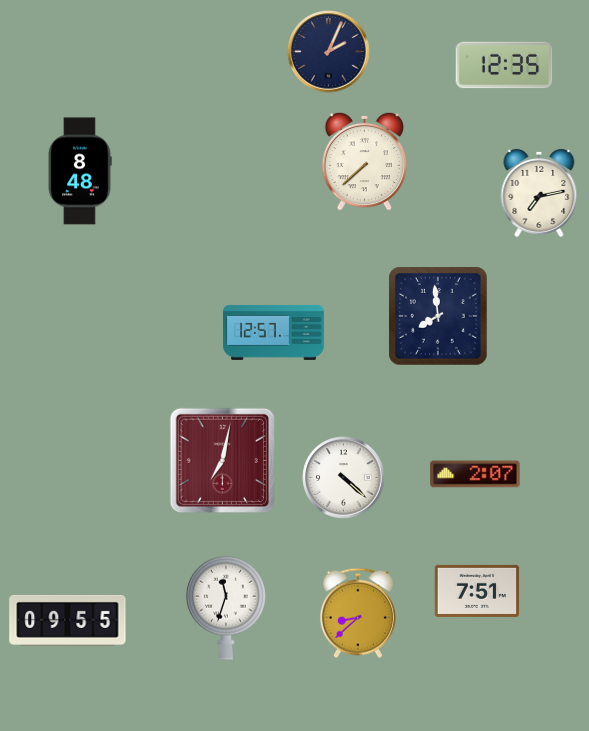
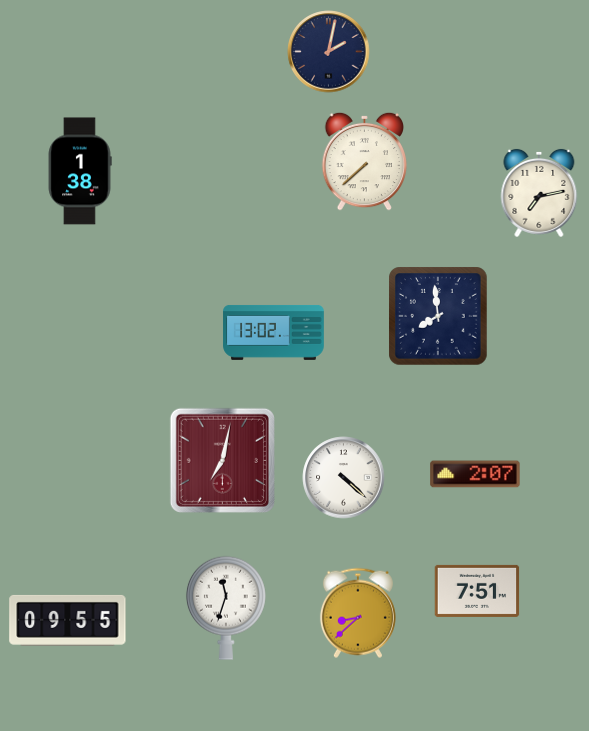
clock at (329, 52): 2:04 -> 2:02
clock at (504, 65): 12:35 -> none
clock at (80, 171): 8:48 -> 1:38
clock at (274, 332): 12:57 -> 13:02
